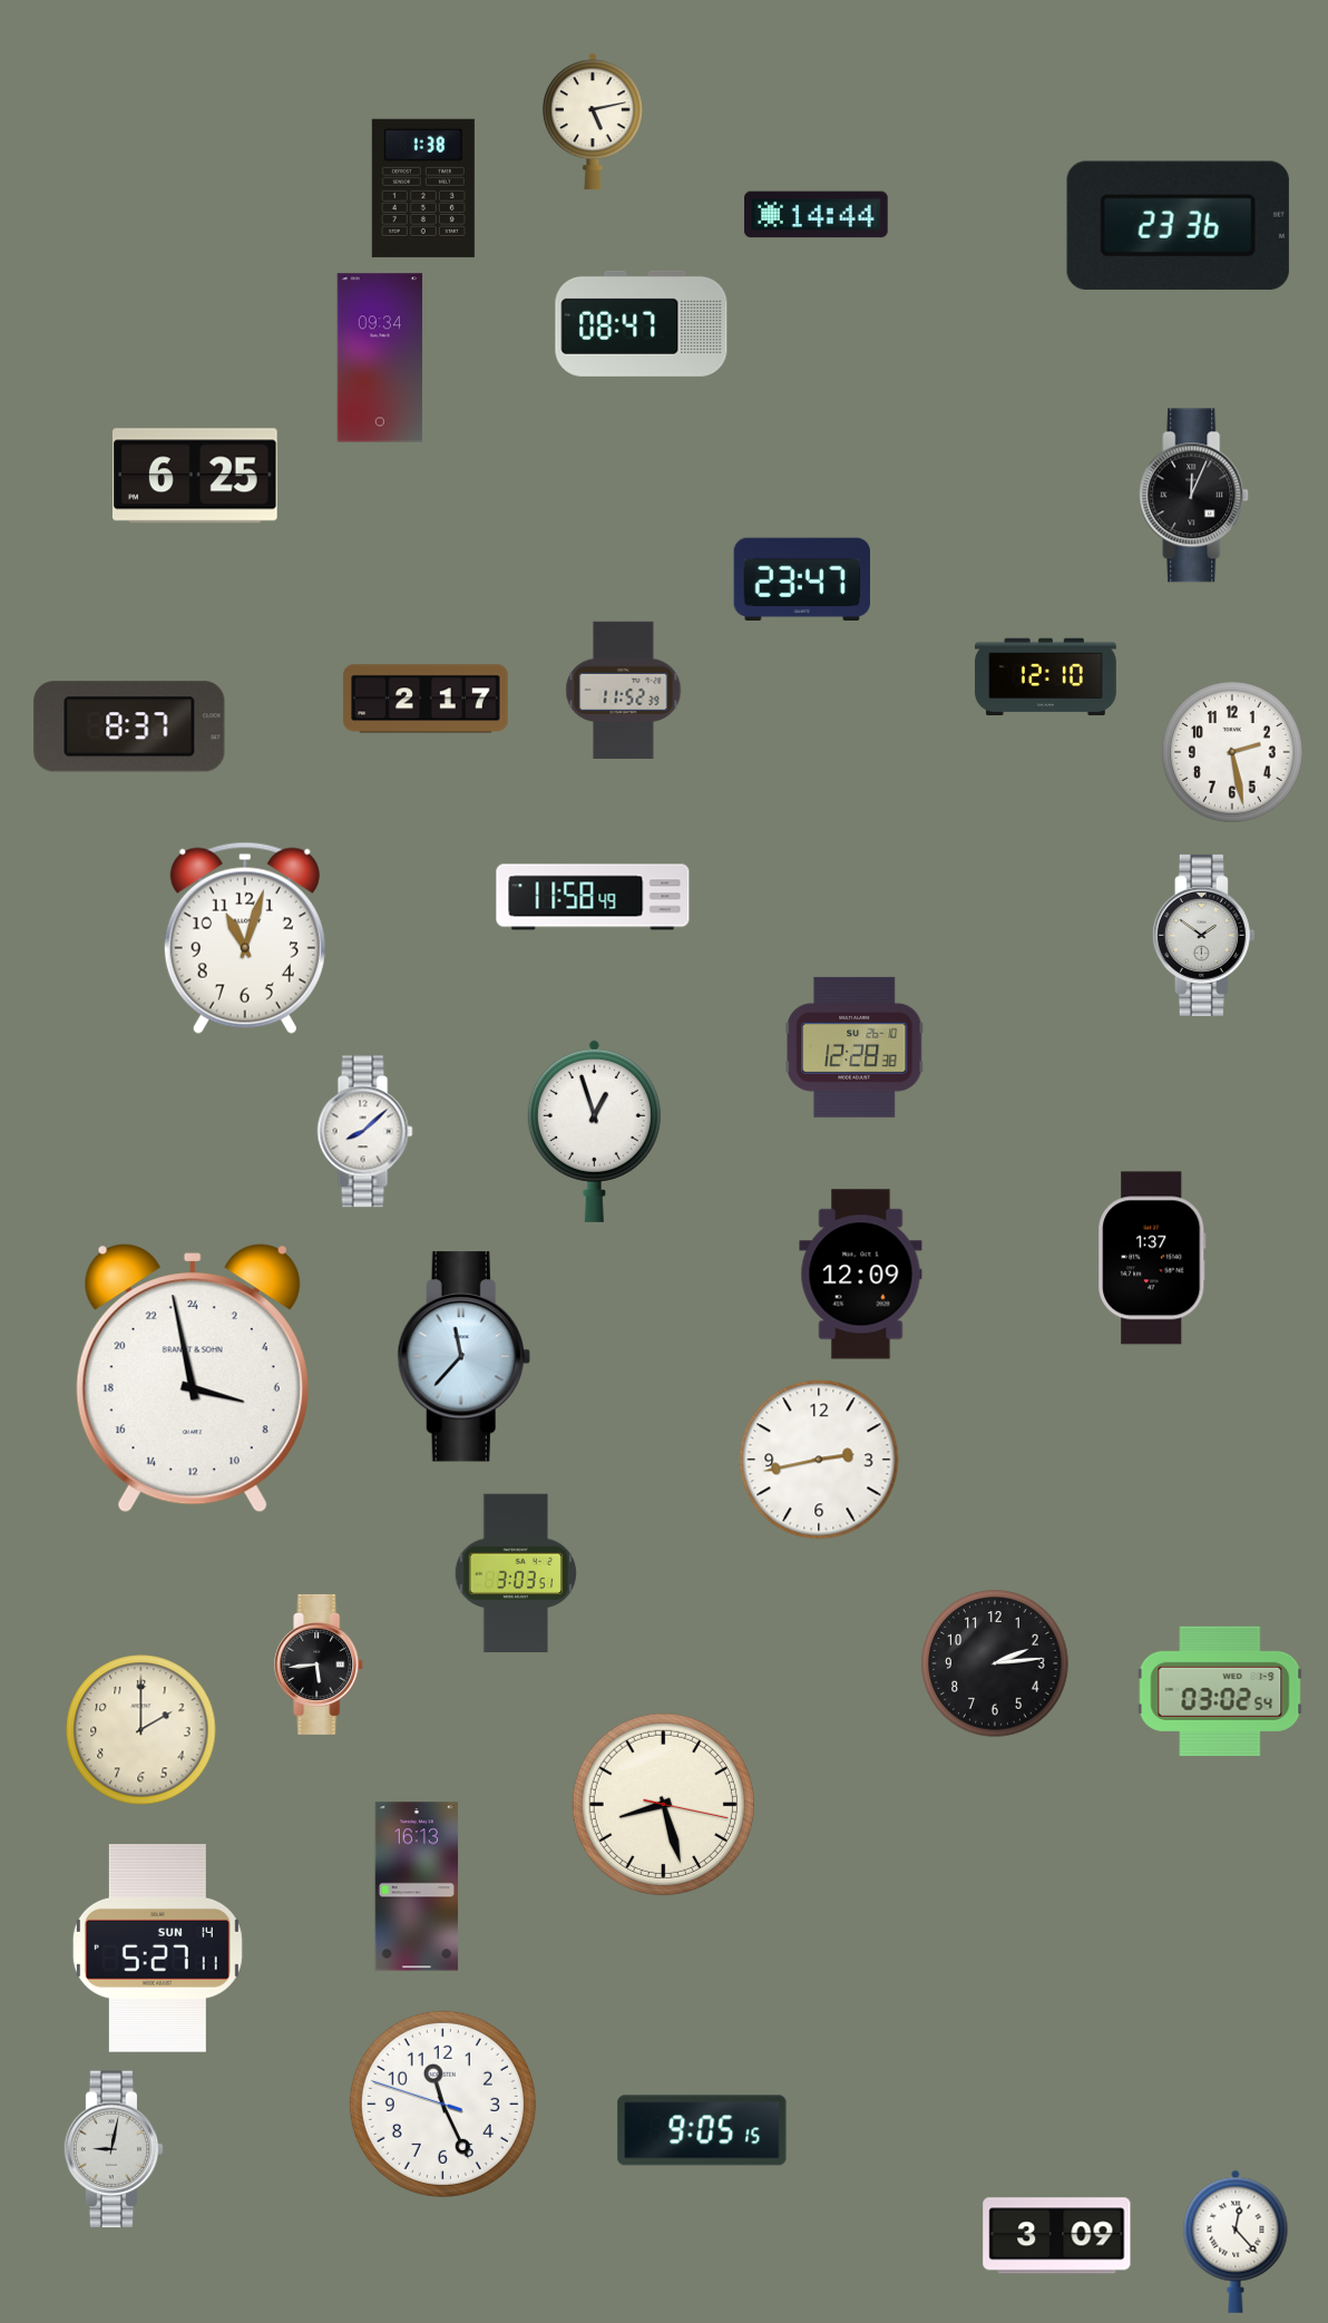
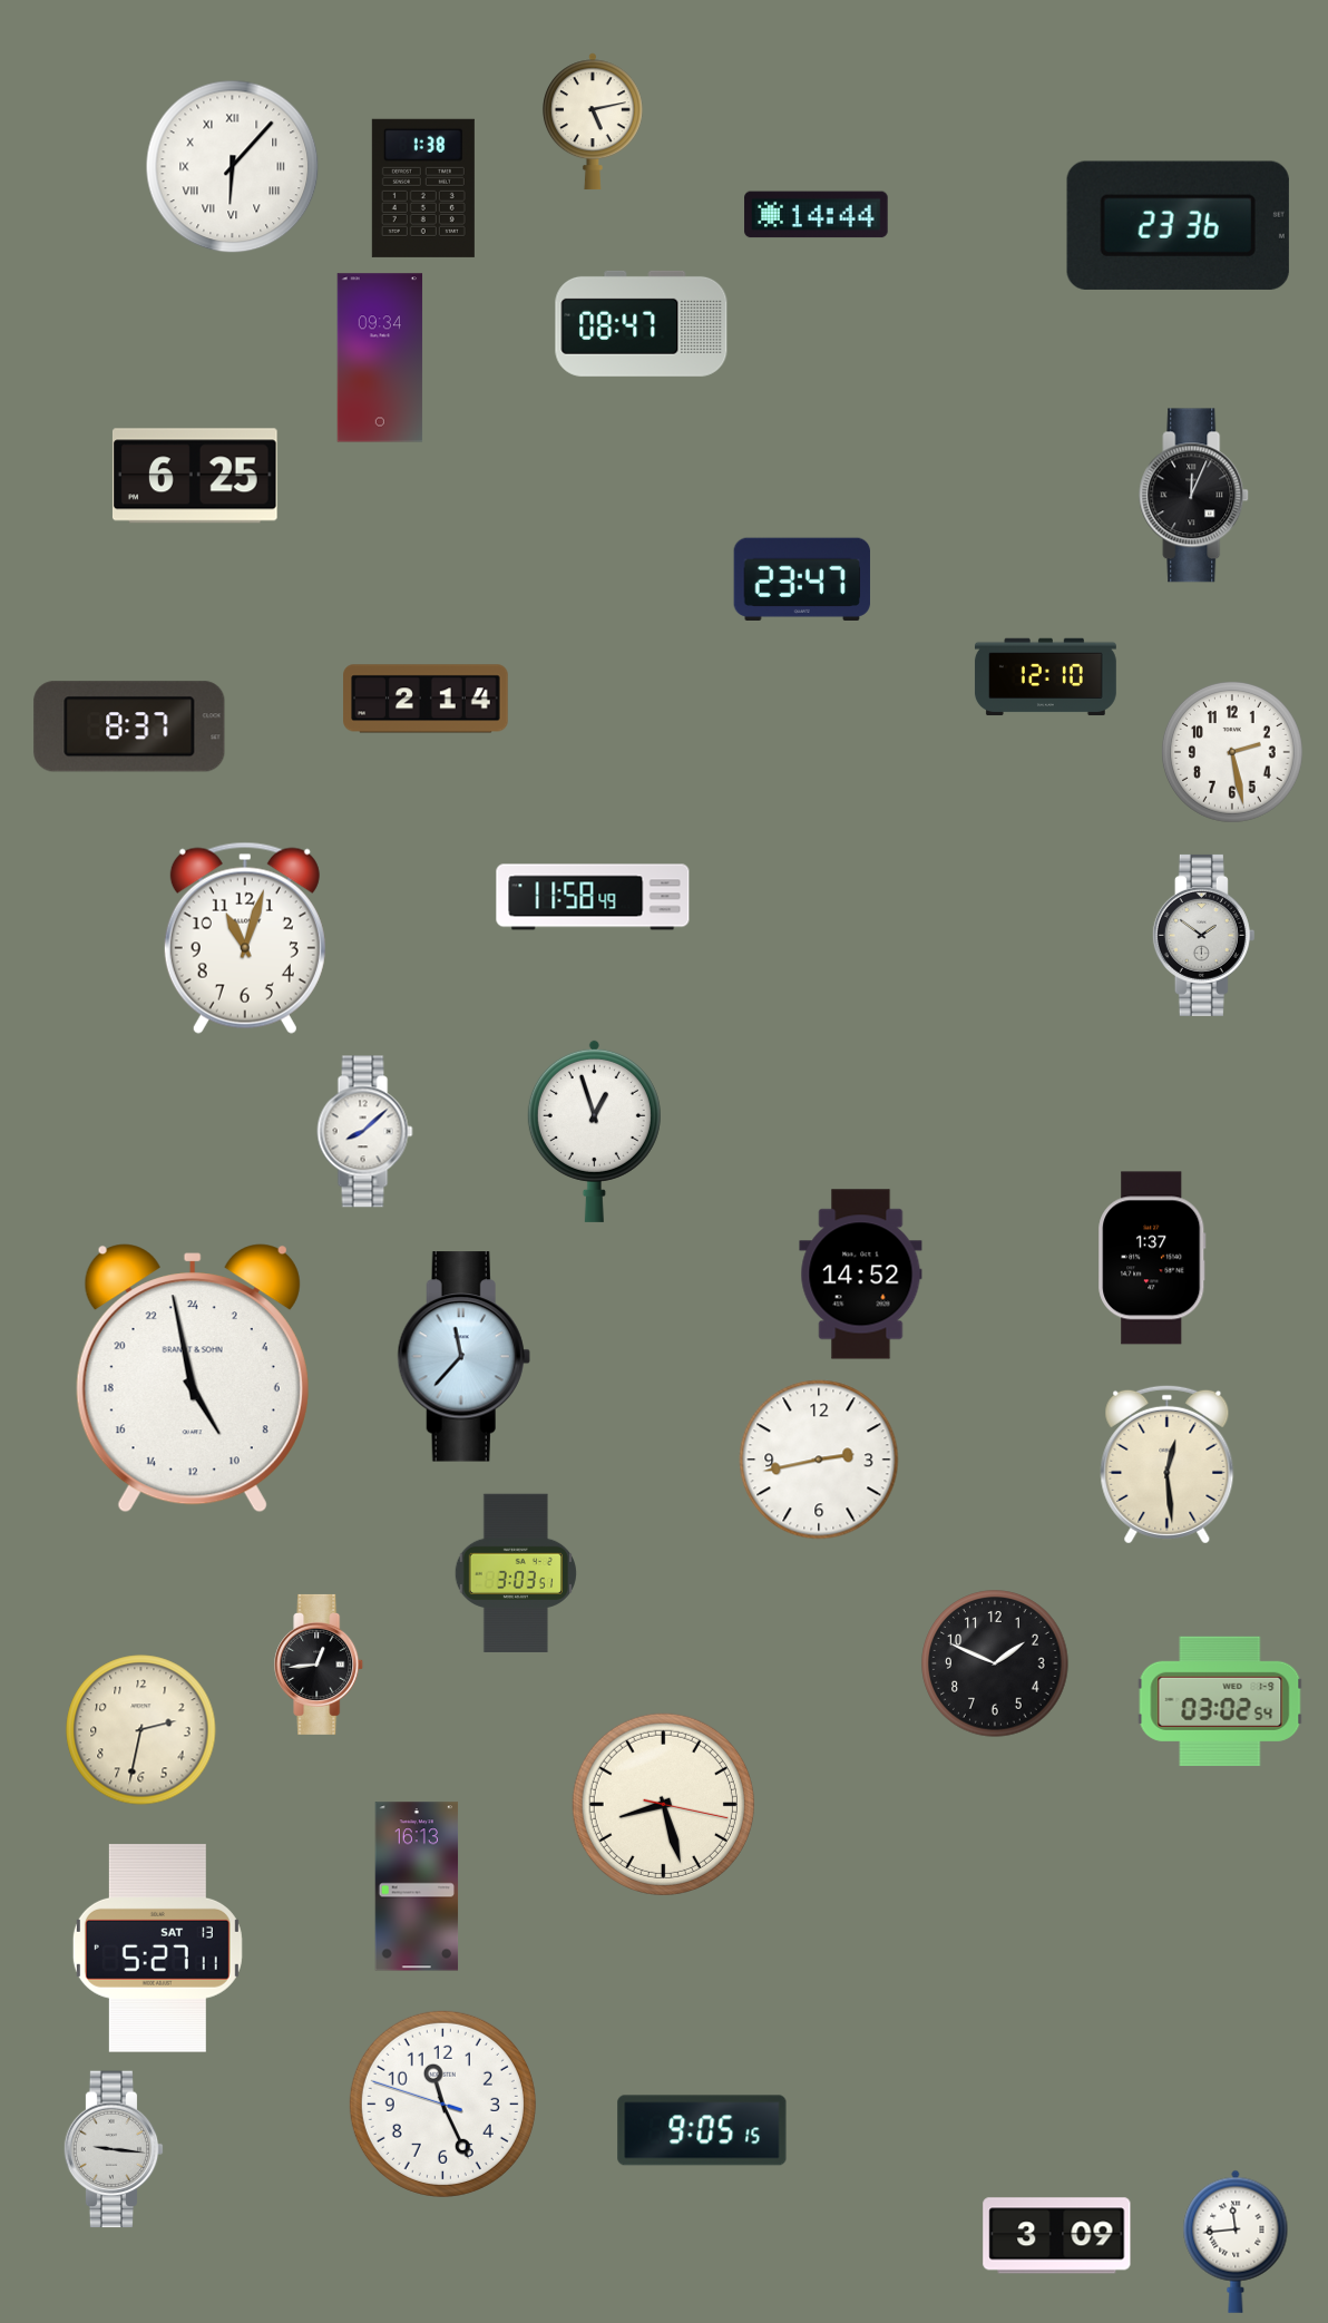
clock at (233, 167): none -> 6:07
clock at (624, 690): 11:52 -> none
clock at (426, 699): 2:17 -> 2:14
clock at (855, 1047): 12:28 -> none
clock at (861, 1275): 12:09 -> 14:52
clock at (193, 1378): 6:58 -> 9:58
clock at (1168, 1464): none -> 12:29
clock at (995, 1663): 2:14 -> 1:49
clock at (320, 1665): 5:44 -> 12:44
clock at (1220, 1691) position: (1220, 1691) -> (1220, 1701)
clock at (141, 1730): 2:00 -> 2:32
clock at (157, 1949) date: SUN 14 -> SAT 13
clock at (114, 2149): 9:02 -> 9:16
clock at (1236, 2242): 12:23 -> 11:44
